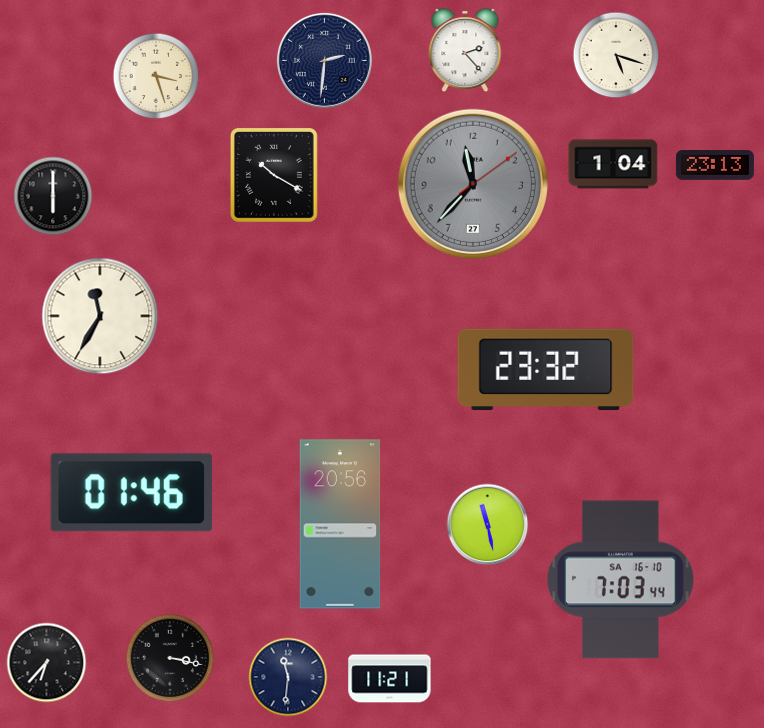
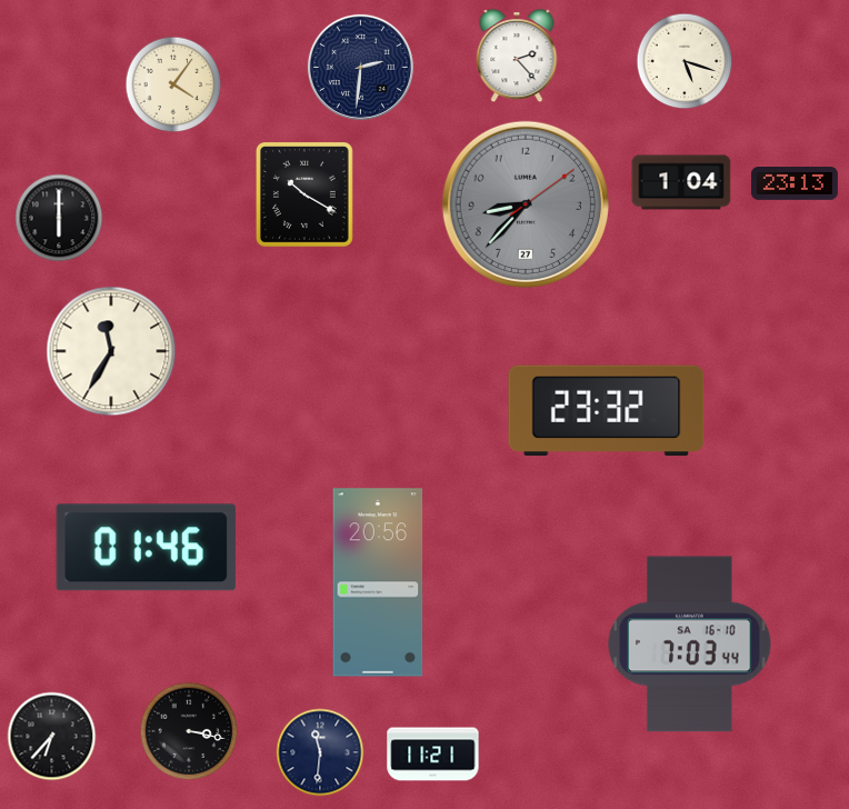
clock at (156, 76): 3:27 -> 4:06
clock at (473, 184): 11:37 -> 8:37
clock at (488, 525): 11:28 -> none
